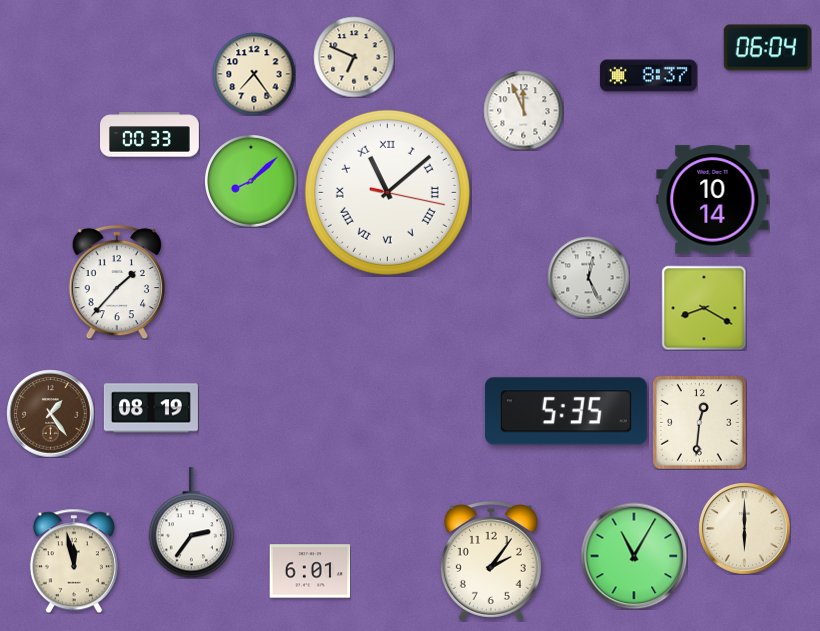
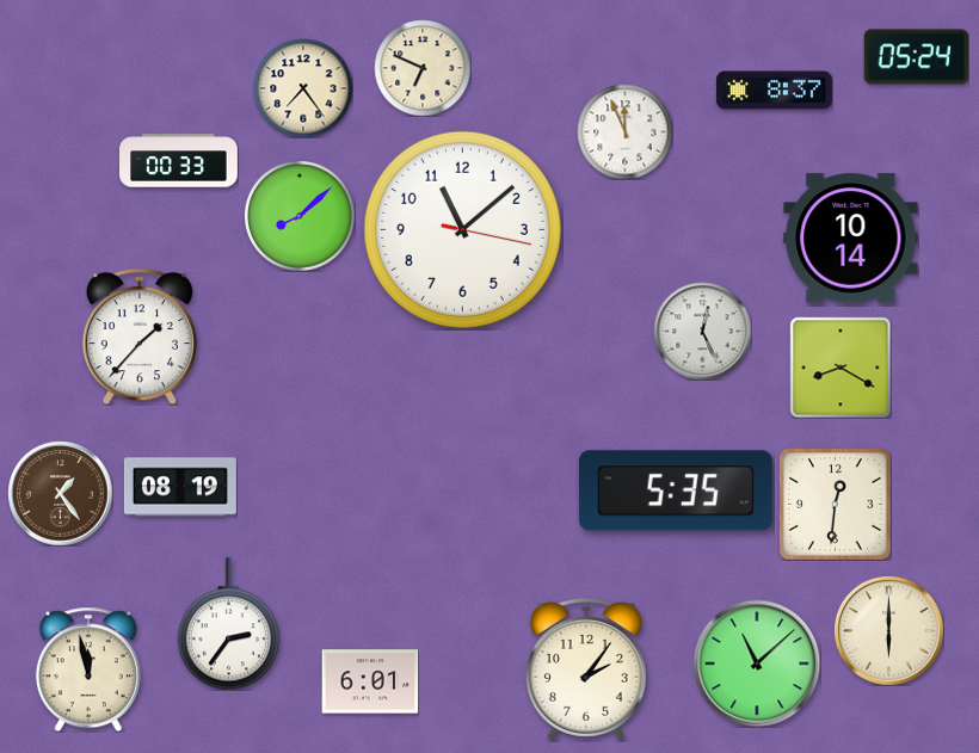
clock at (767, 48): 06:04 -> 05:24
clock at (387, 192) numerals: Roman -> Arabic
clock at (634, 556): 11:05 -> 11:08
